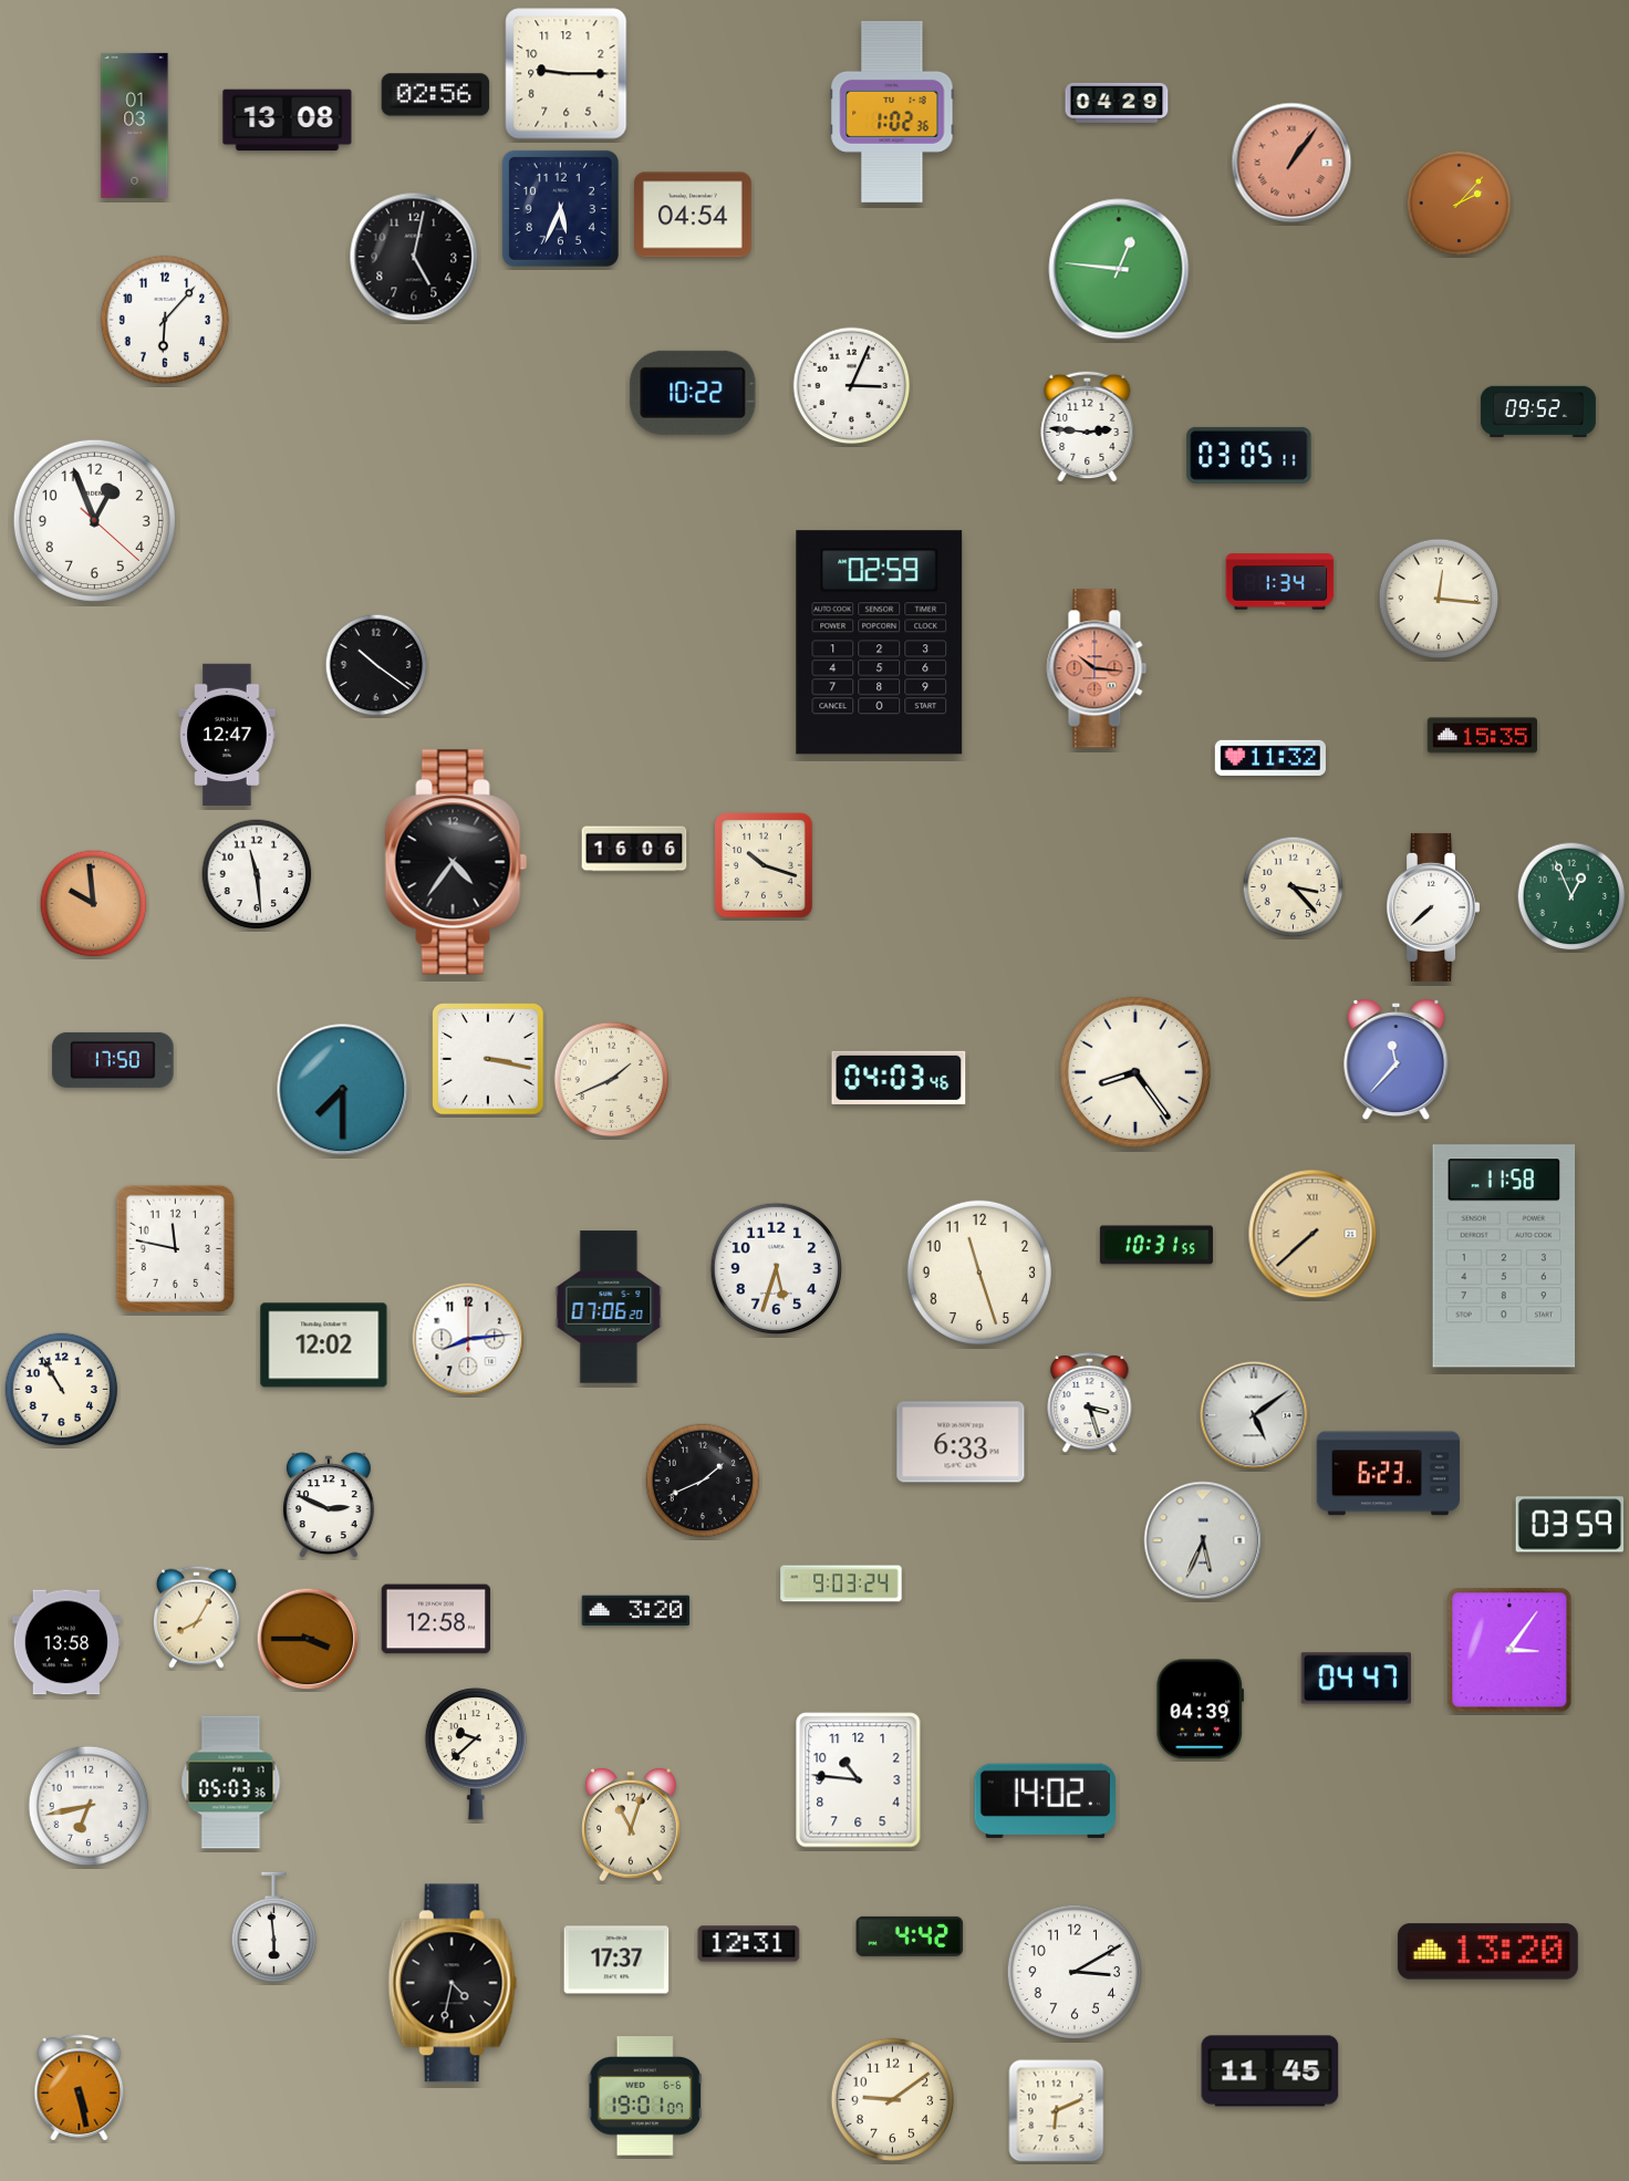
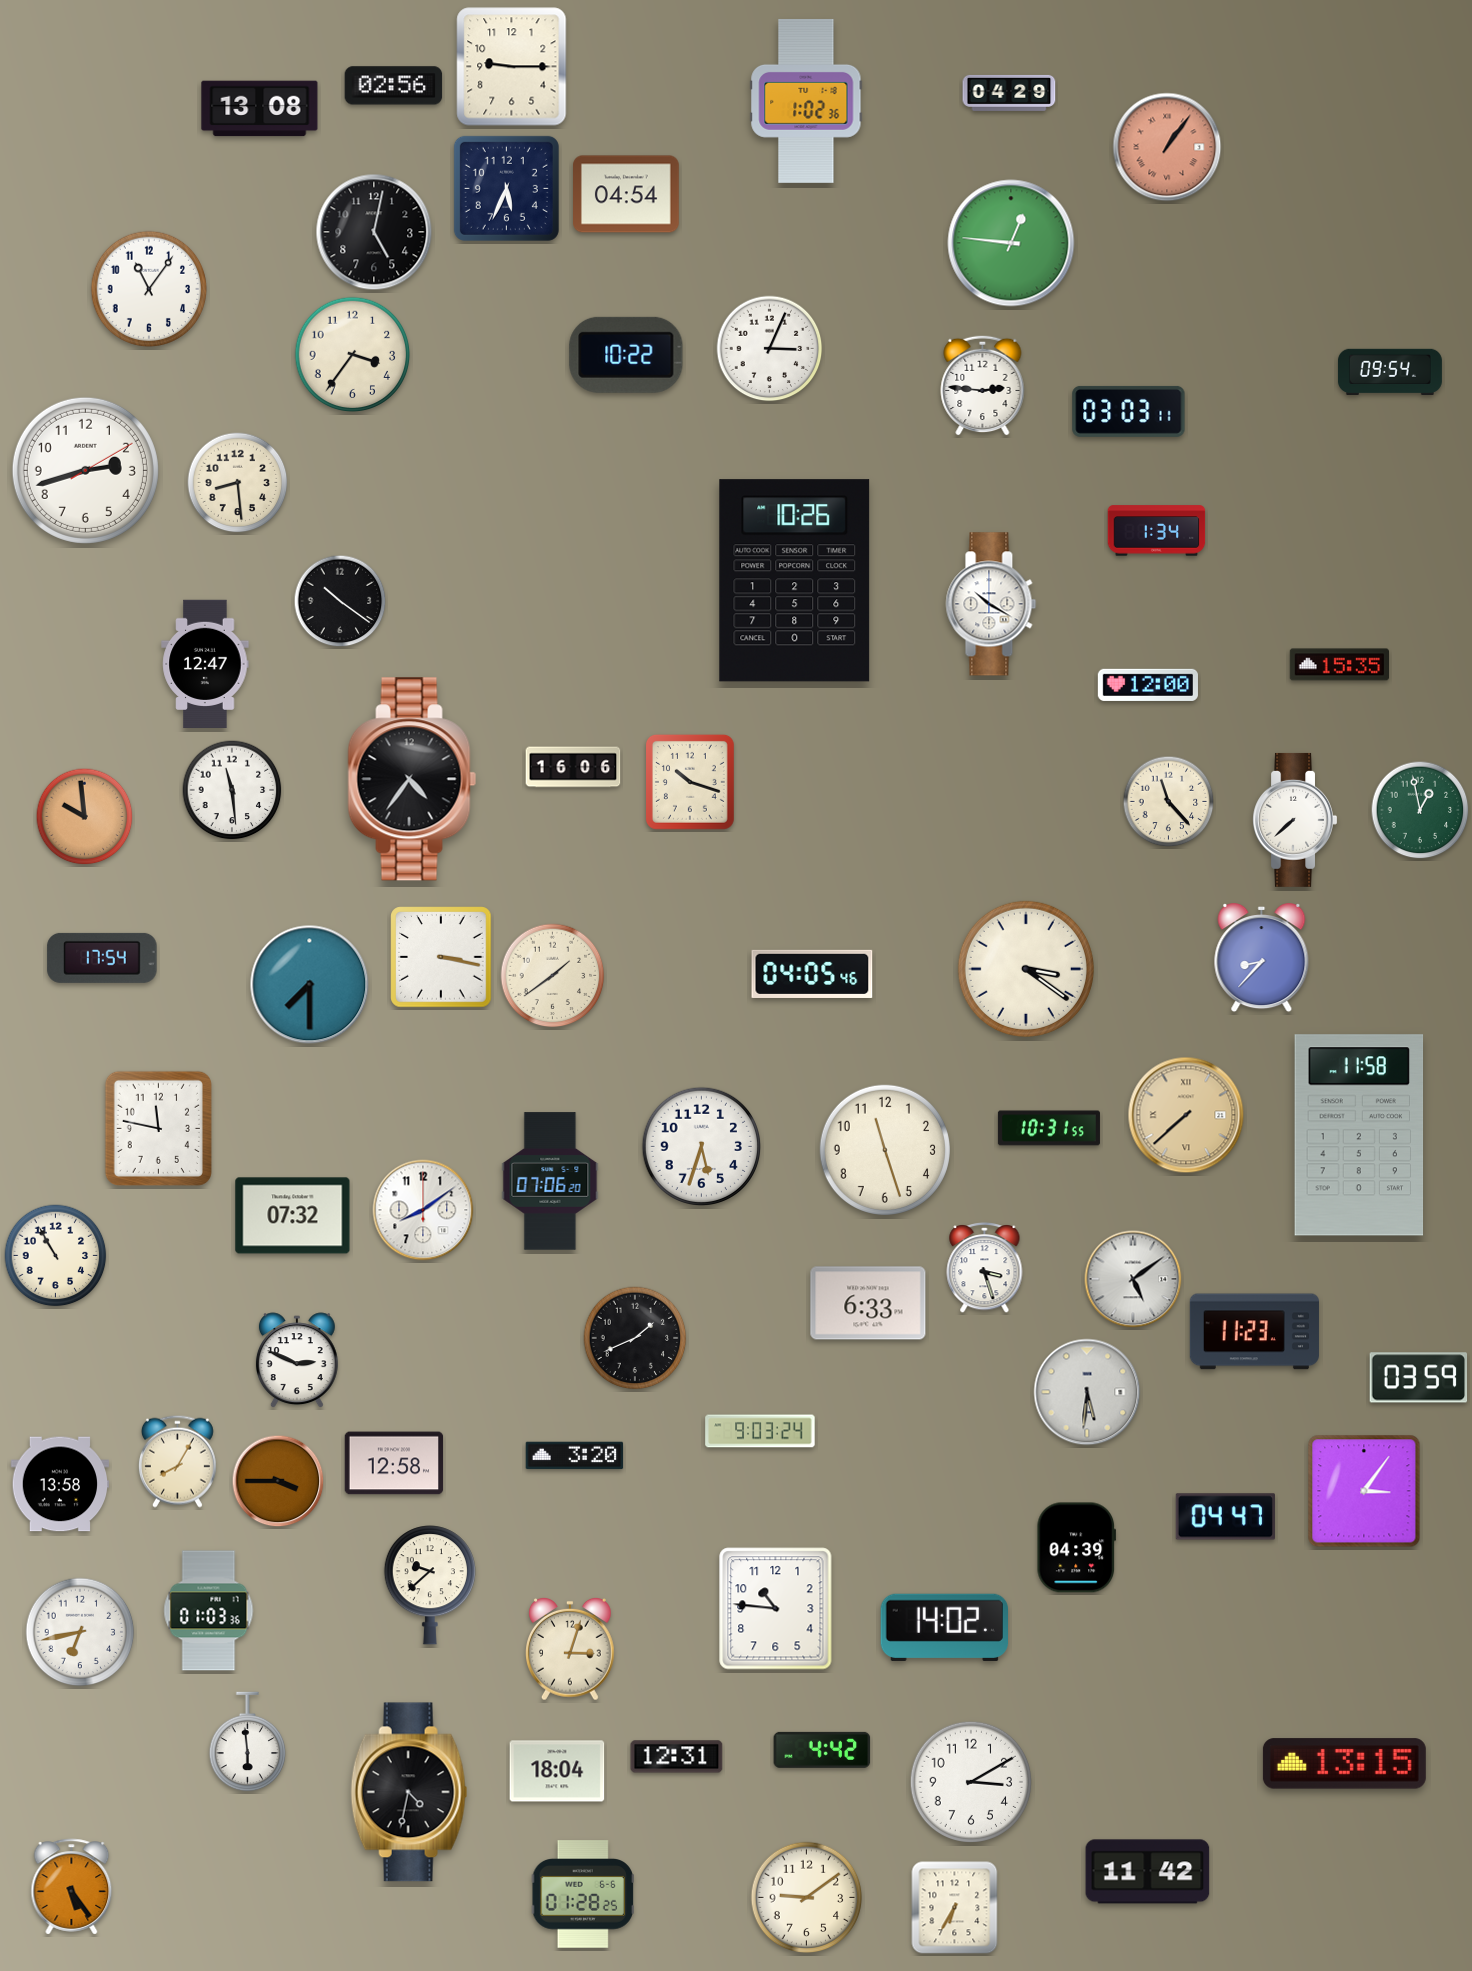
clock at (135, 125): 01:03 -> none
clock at (1460, 204): 2:07 -> none
clock at (165, 320): 6:07 -> 11:06
clock at (353, 355): none -> 3:36
clock at (1538, 412): 09:52 -> 09:54
clock at (1249, 455): 03:05 -> 03:03
clock at (94, 520): 12:56 -> 2:42
clock at (238, 483): none -> 8:29
clock at (1280, 582) position: (1280, 582) -> (1157, 531)
clock at (1439, 599): 12:16 -> none
clock at (880, 643): 02:59 -> 10:26
clock at (1097, 668): 10:16 -> 10:20
clock at (1097, 668) dial: salmon -> white
clock at (1270, 758): 11:32 -> 12:00
clock at (1294, 887): 3:23 -> 11:23
clock at (1571, 896): 12:56 -> 12:58
clock at (113, 1060): 17:50 -> 17:54
clock at (1397, 1061): 11:37 -> 8:37
clock at (1135, 1072): 8:24 -> 3:21
clock at (899, 1078): 04:03 -> 04:05
clock at (612, 1080): 1:41 -> 1:39
clock at (1156, 1245) position: (1156, 1245) -> (1049, 1128)
clock at (468, 1339): 8:14 -> 8:09
clock at (324, 1346): 12:02 -> 07:32
clock at (1388, 1474): 6:23 -> 11:23
clock at (1203, 1540): 5:34 -> 5:31
clock at (1200, 1710) position: (1200, 1710) -> (1076, 1548)
clock at (231, 1783): 05:03 -> 01:03
clock at (632, 1825): 11:03 -> 3:03
clock at (1487, 1952): 13:20 -> 13:15
clock at (616, 1960): 17:37 -> 18:04
clock at (1270, 2071): 11:45 -> 11:42
clock at (80, 2088): 5:28 -> 5:24
clock at (645, 2096): 19:01 -> 01:28
clock at (1057, 2111): 6:11 -> 6:35
